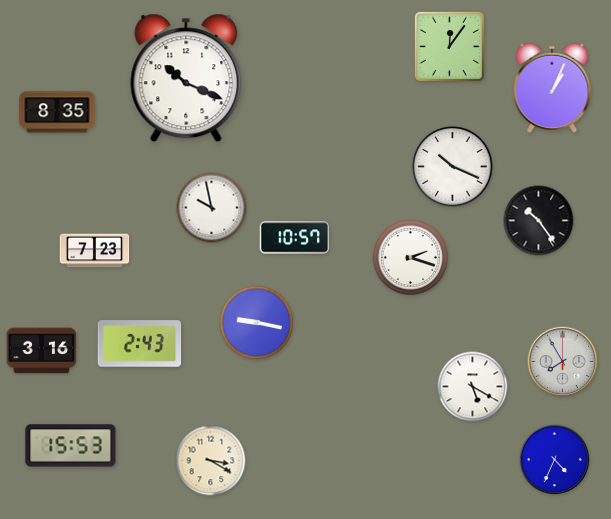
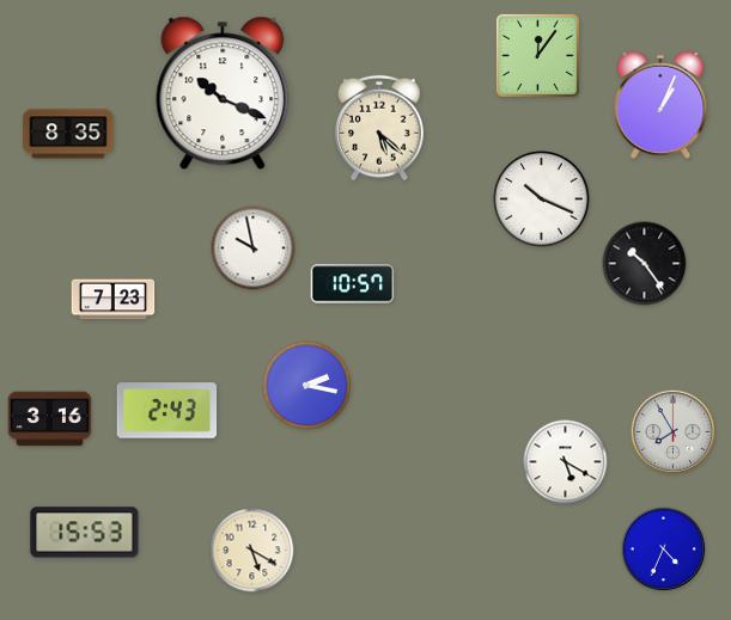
clock at (379, 128): none -> 5:22
clock at (411, 258): 2:18 -> none
clock at (257, 323): 9:17 -> 2:17
clock at (211, 461): 3:20 -> 5:20
